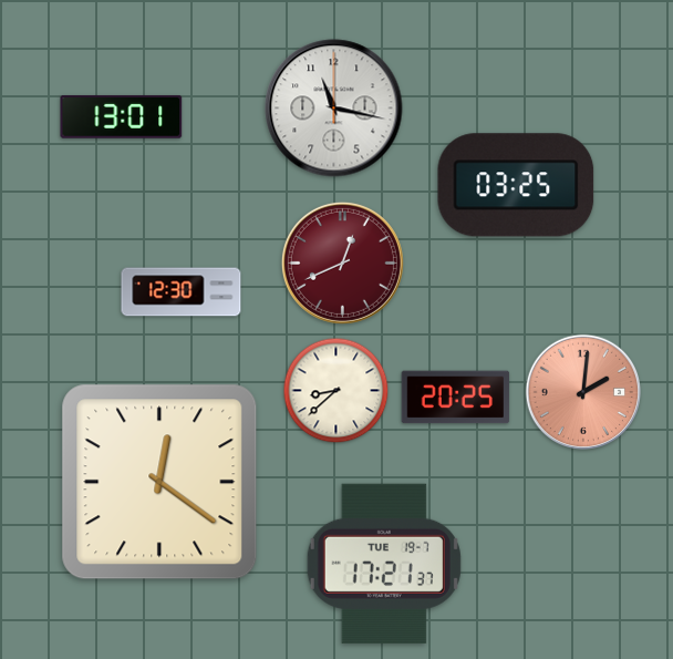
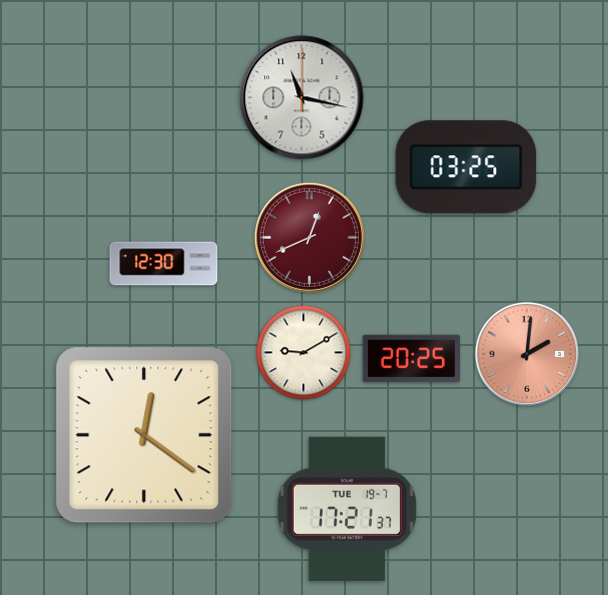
clock at (122, 116): 13:01 -> none
clock at (336, 391): 8:38 -> 9:10
